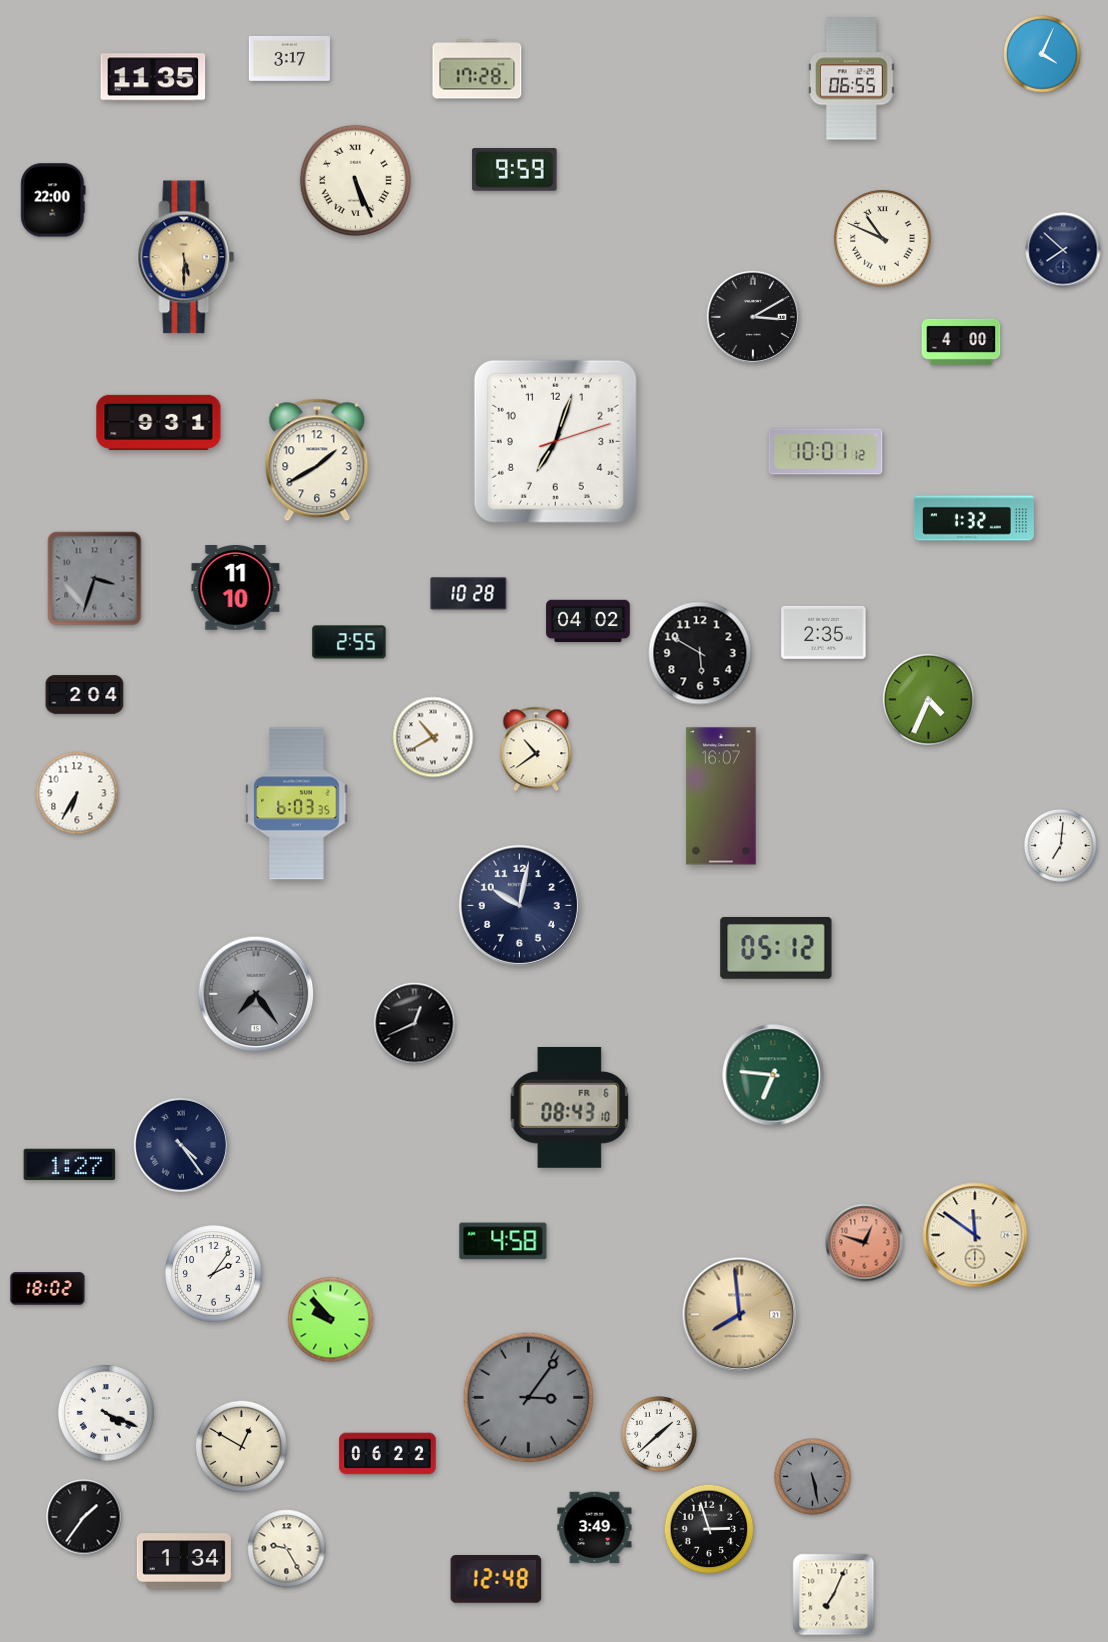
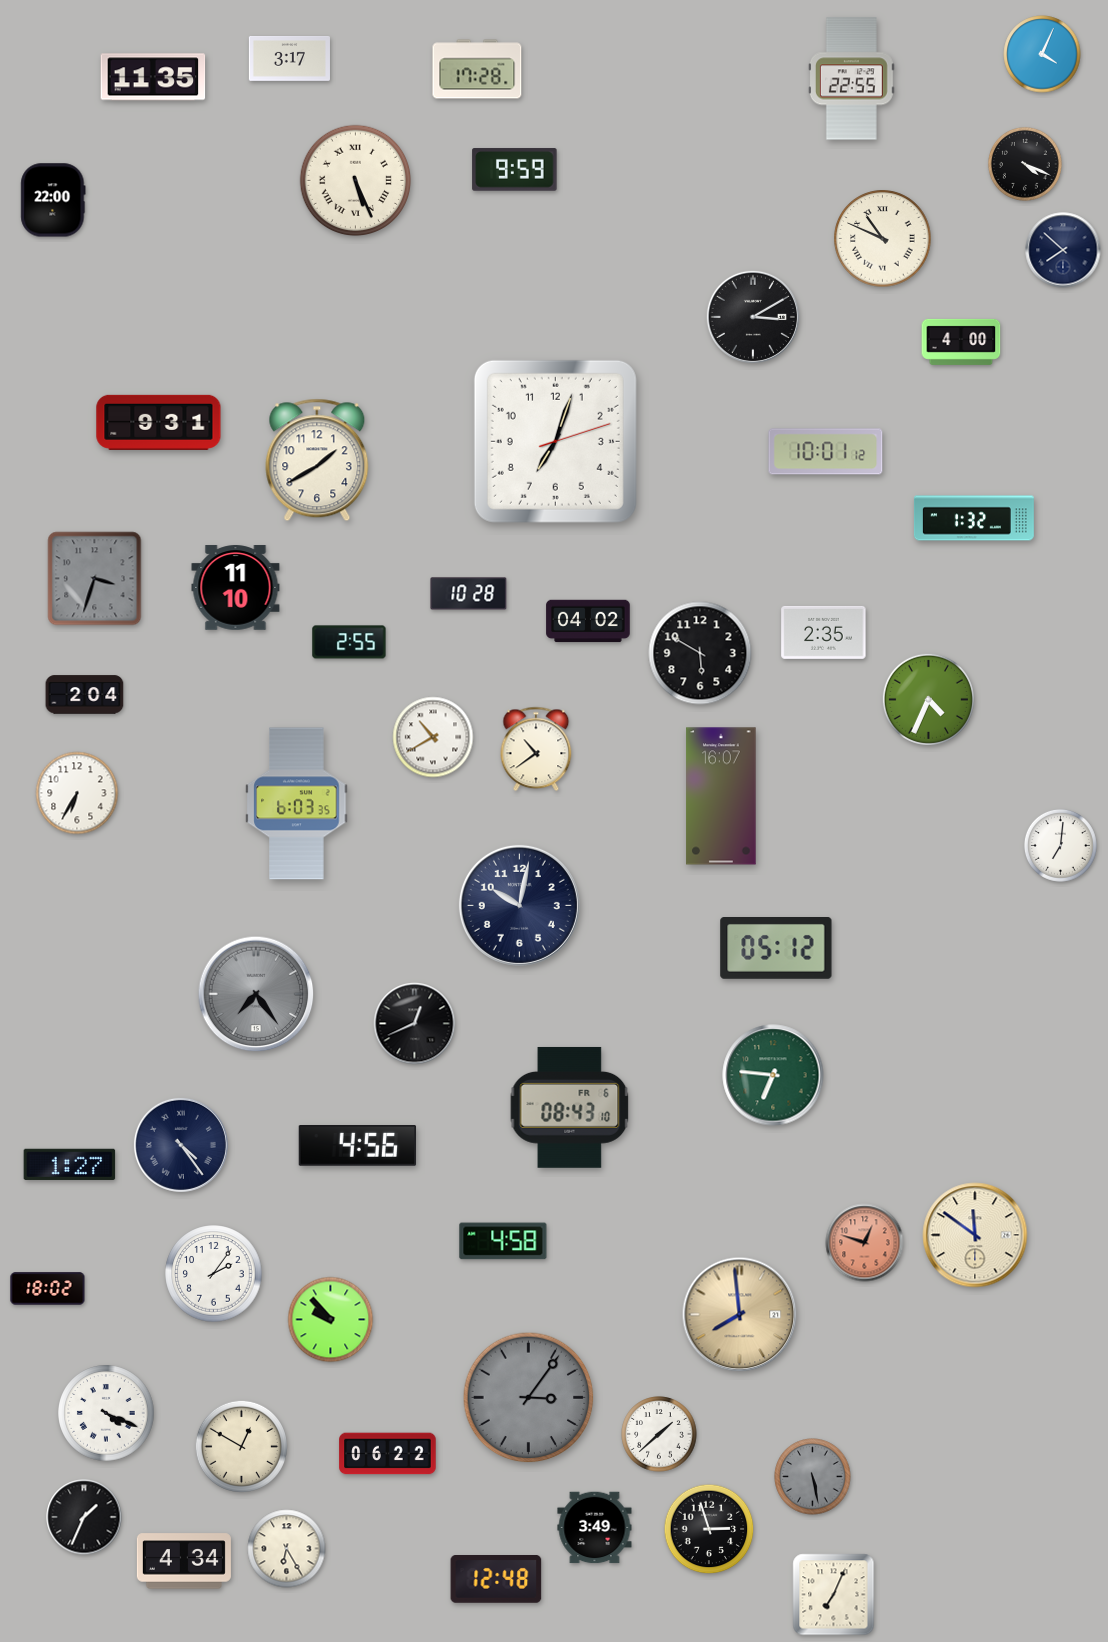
clock at (851, 79): 06:55 -> 22:55
clock at (1025, 164): none -> 4:19
clock at (186, 257): 5:30 -> none
clock at (358, 1146): none -> 4:56
clock at (84, 1517): 1:36 -> 1:34
clock at (287, 1549): 9:25 -> 6:25
clock at (184, 1561): 1:34 -> 4:34
